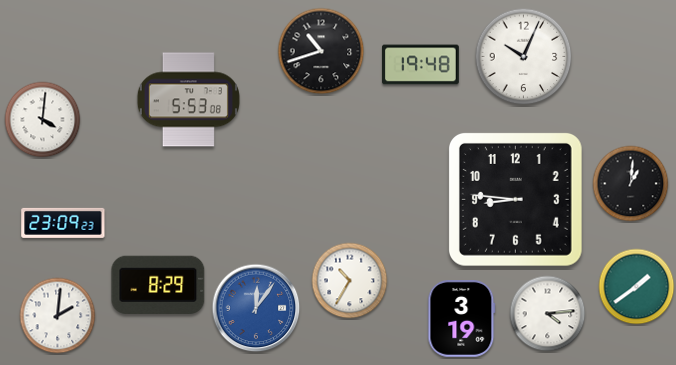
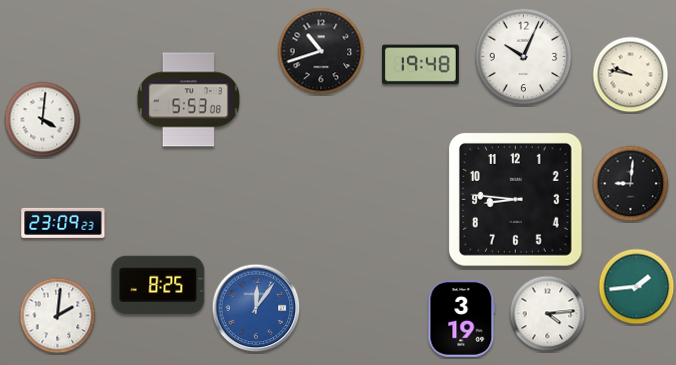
clock at (631, 75): none -> 9:47
clock at (631, 184): 1:01 -> 9:01
clock at (350, 281): 10:35 -> none
clock at (158, 285): 8:29 -> 8:25
clock at (637, 287): 1:39 -> 1:44
